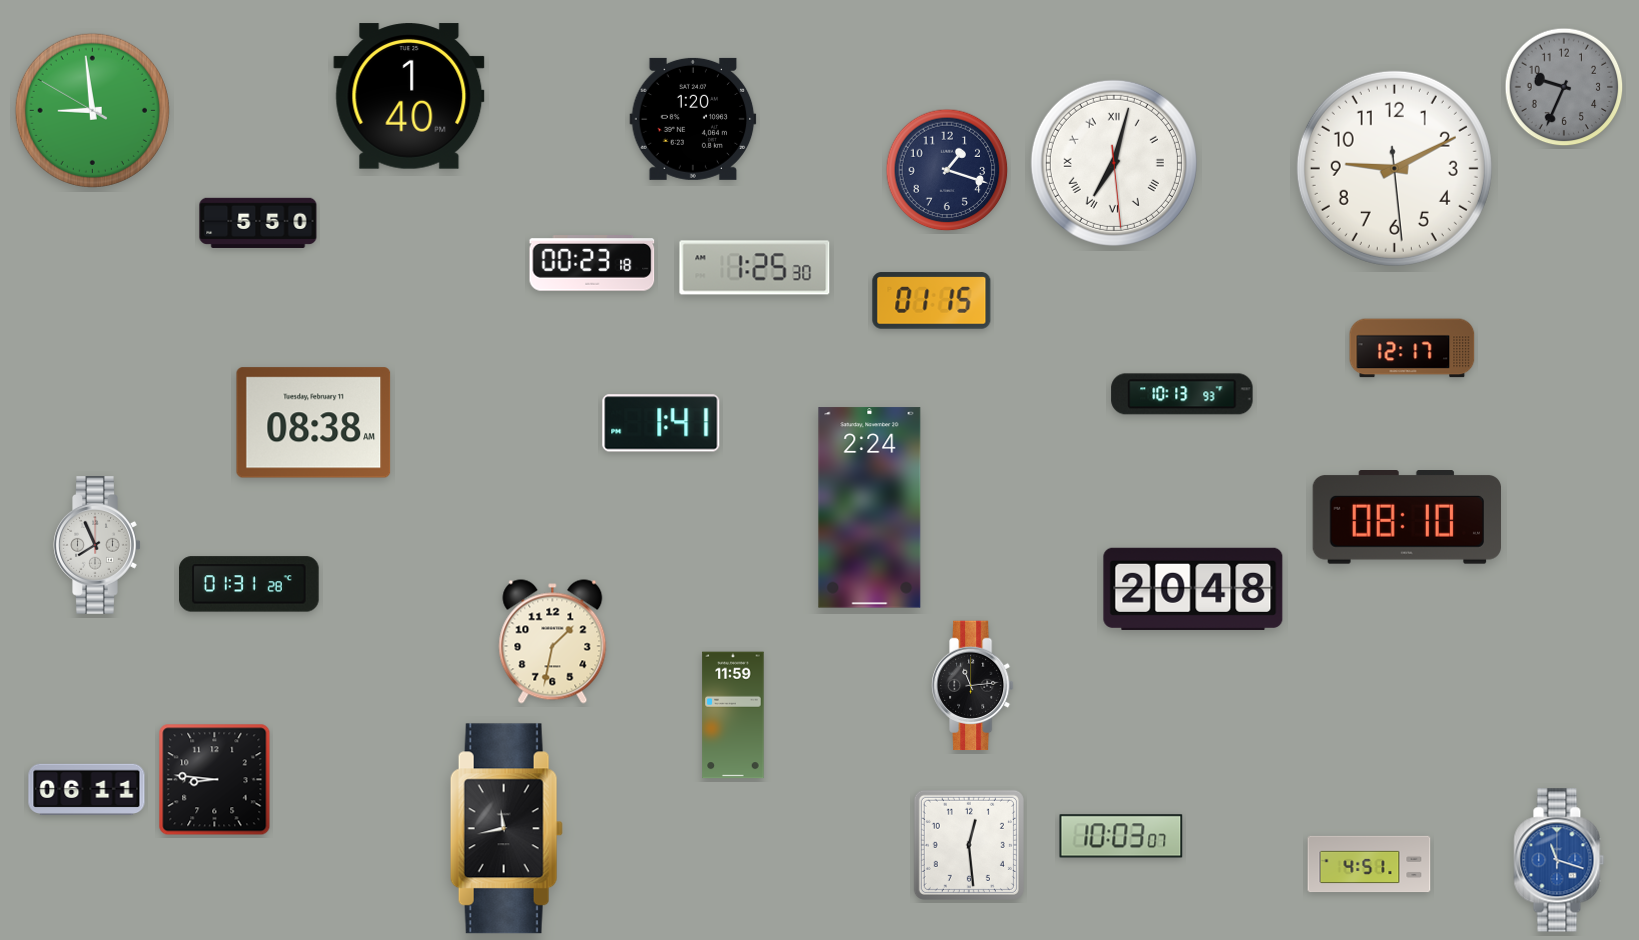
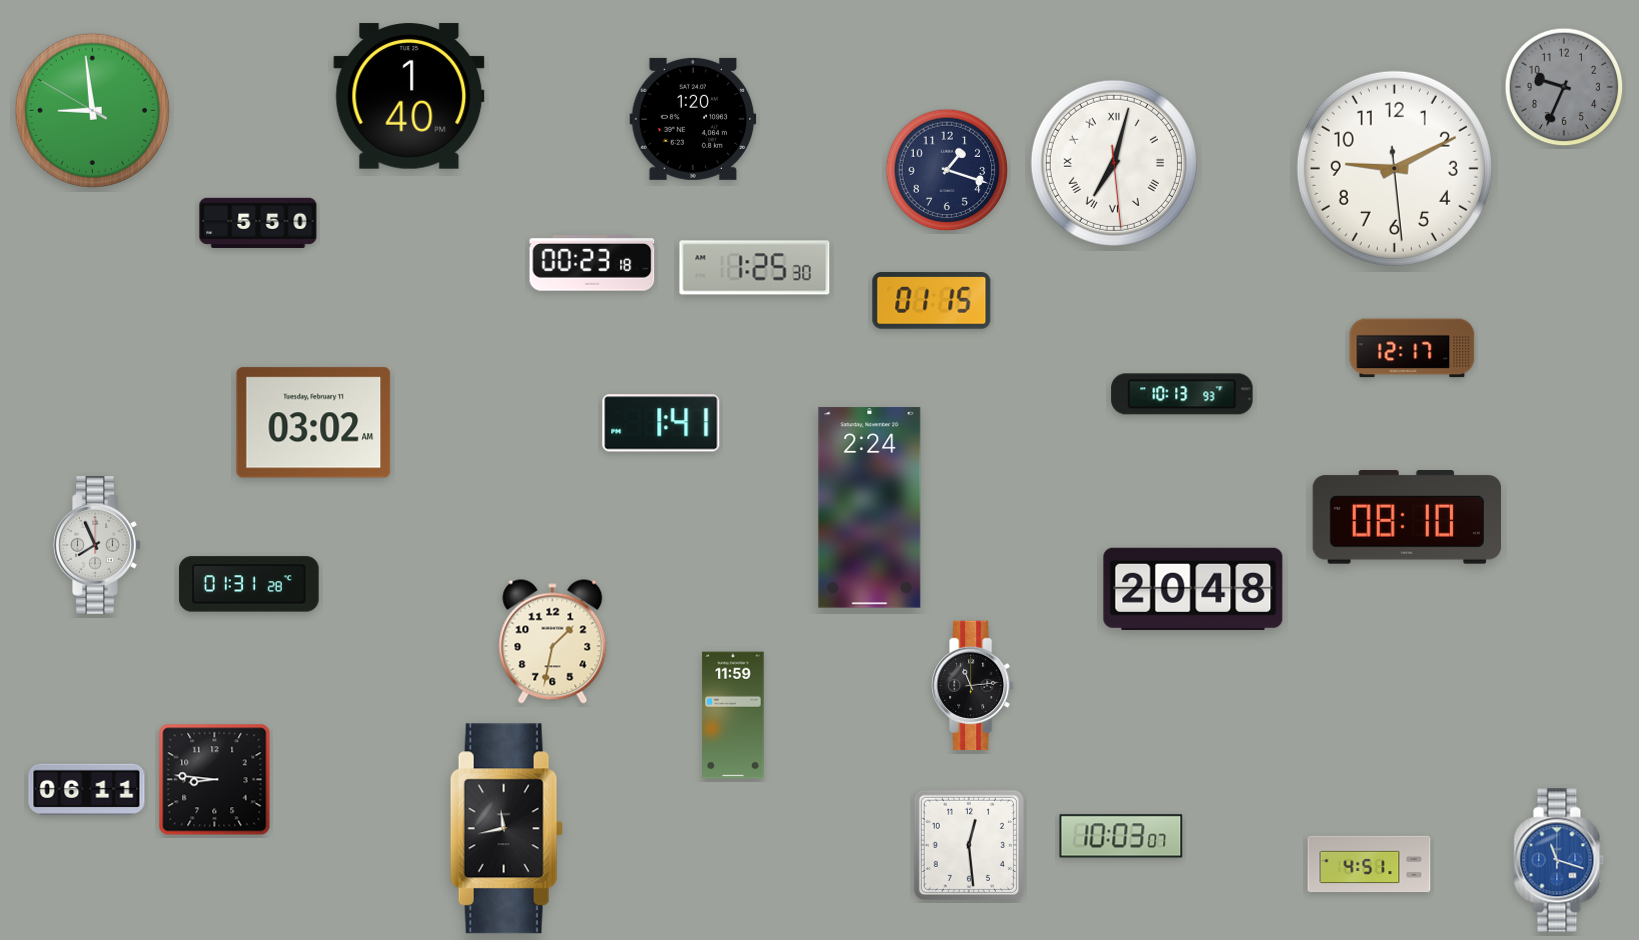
clock at (314, 423): 08:38 -> 03:02
